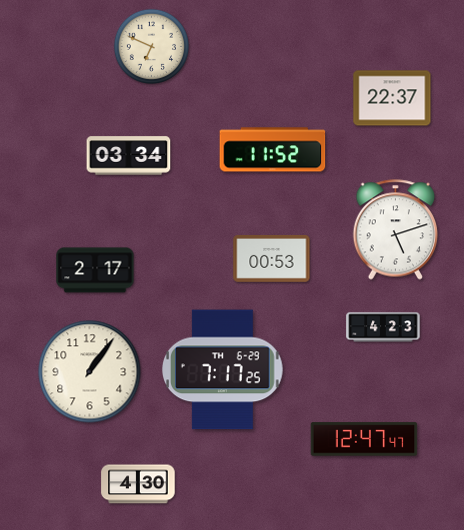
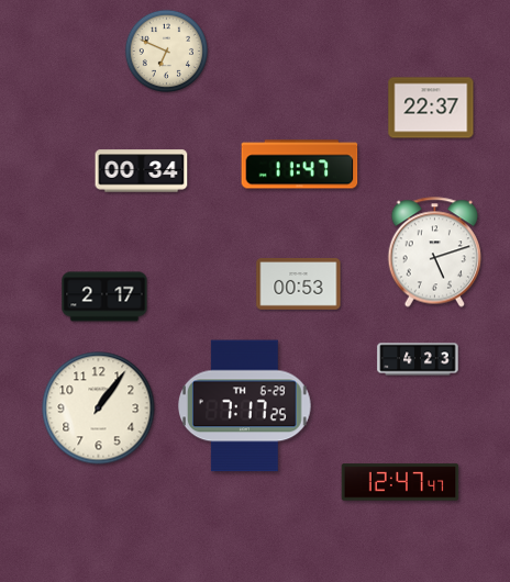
clock at (273, 150): 11:52 -> 11:47
clock at (129, 156): 03:34 -> 00:34
clock at (383, 327) position: (383, 327) -> (418, 359)
clock at (138, 484): 4:30 -> none
